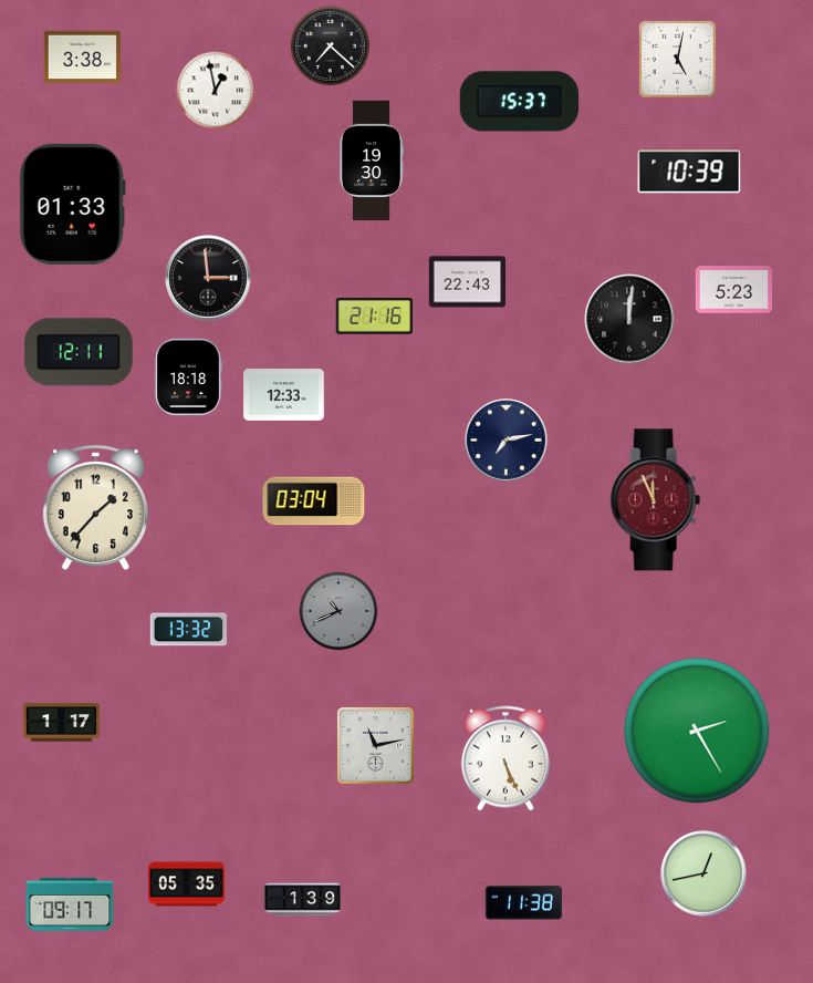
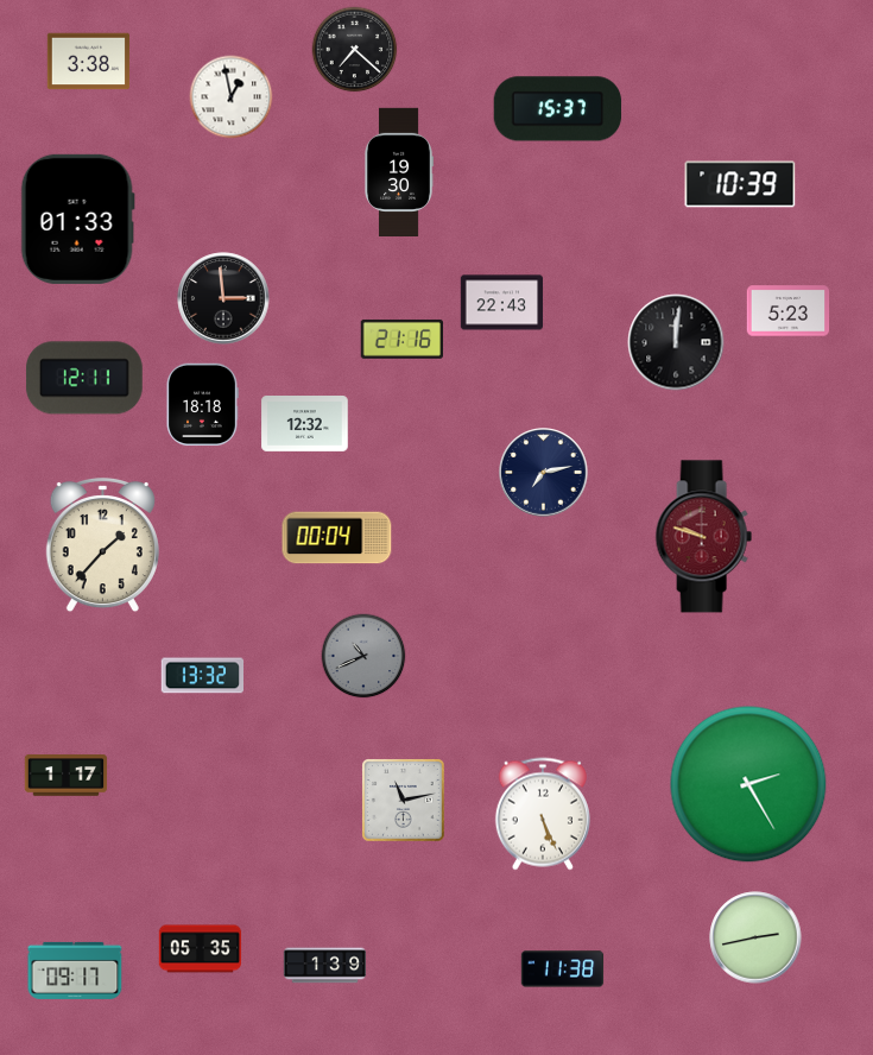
clock at (678, 60): 5:02 -> none
clock at (284, 395): 12:33 -> 12:32
clock at (655, 500): 11:56 -> 9:48
clock at (314, 501): 03:04 -> 00:04
clock at (703, 873): 12:43 -> 2:43
